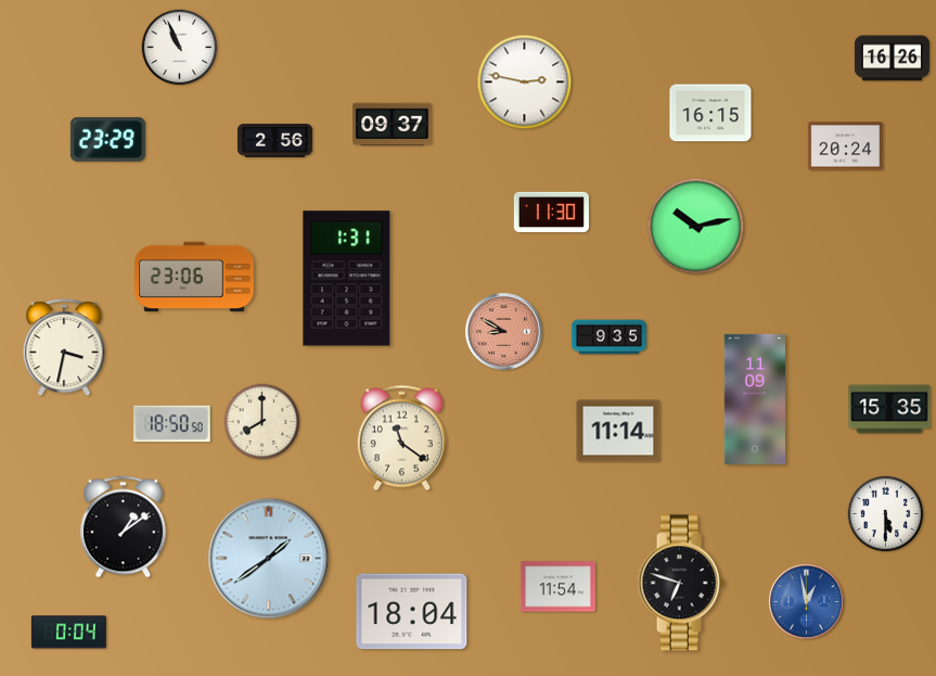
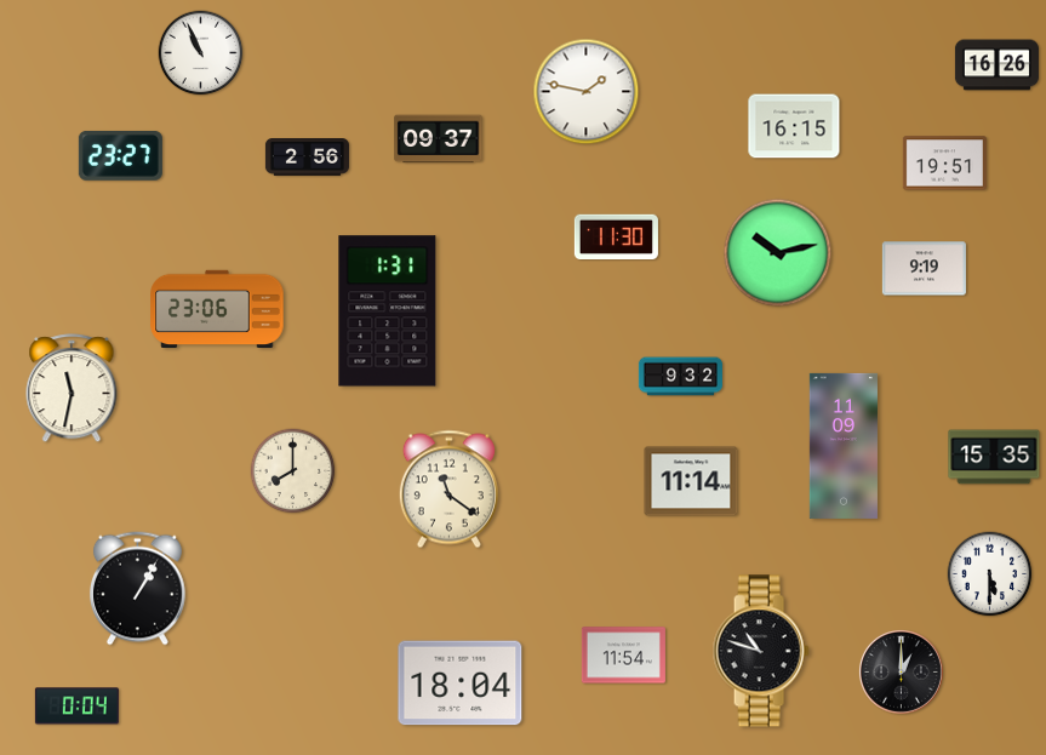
clock at (525, 82): 2:47 -> 1:47
clock at (107, 139): 23:29 -> 23:27
clock at (845, 146): 20:24 -> 19:51
clock at (924, 269): none -> 9:19
clock at (504, 332): 8:50 -> none
clock at (608, 337): 9:35 -> 9:32
clock at (64, 348): 3:32 -> 11:32
clock at (172, 424): 18:50 -> none
clock at (123, 527): 1:09 -> 1:05
clock at (269, 559): 1:39 -> none
clock at (681, 583): 6:48 -> 10:48
clock at (806, 601): 12:58 -> 1:00
clock at (806, 601) dial: blue -> black
